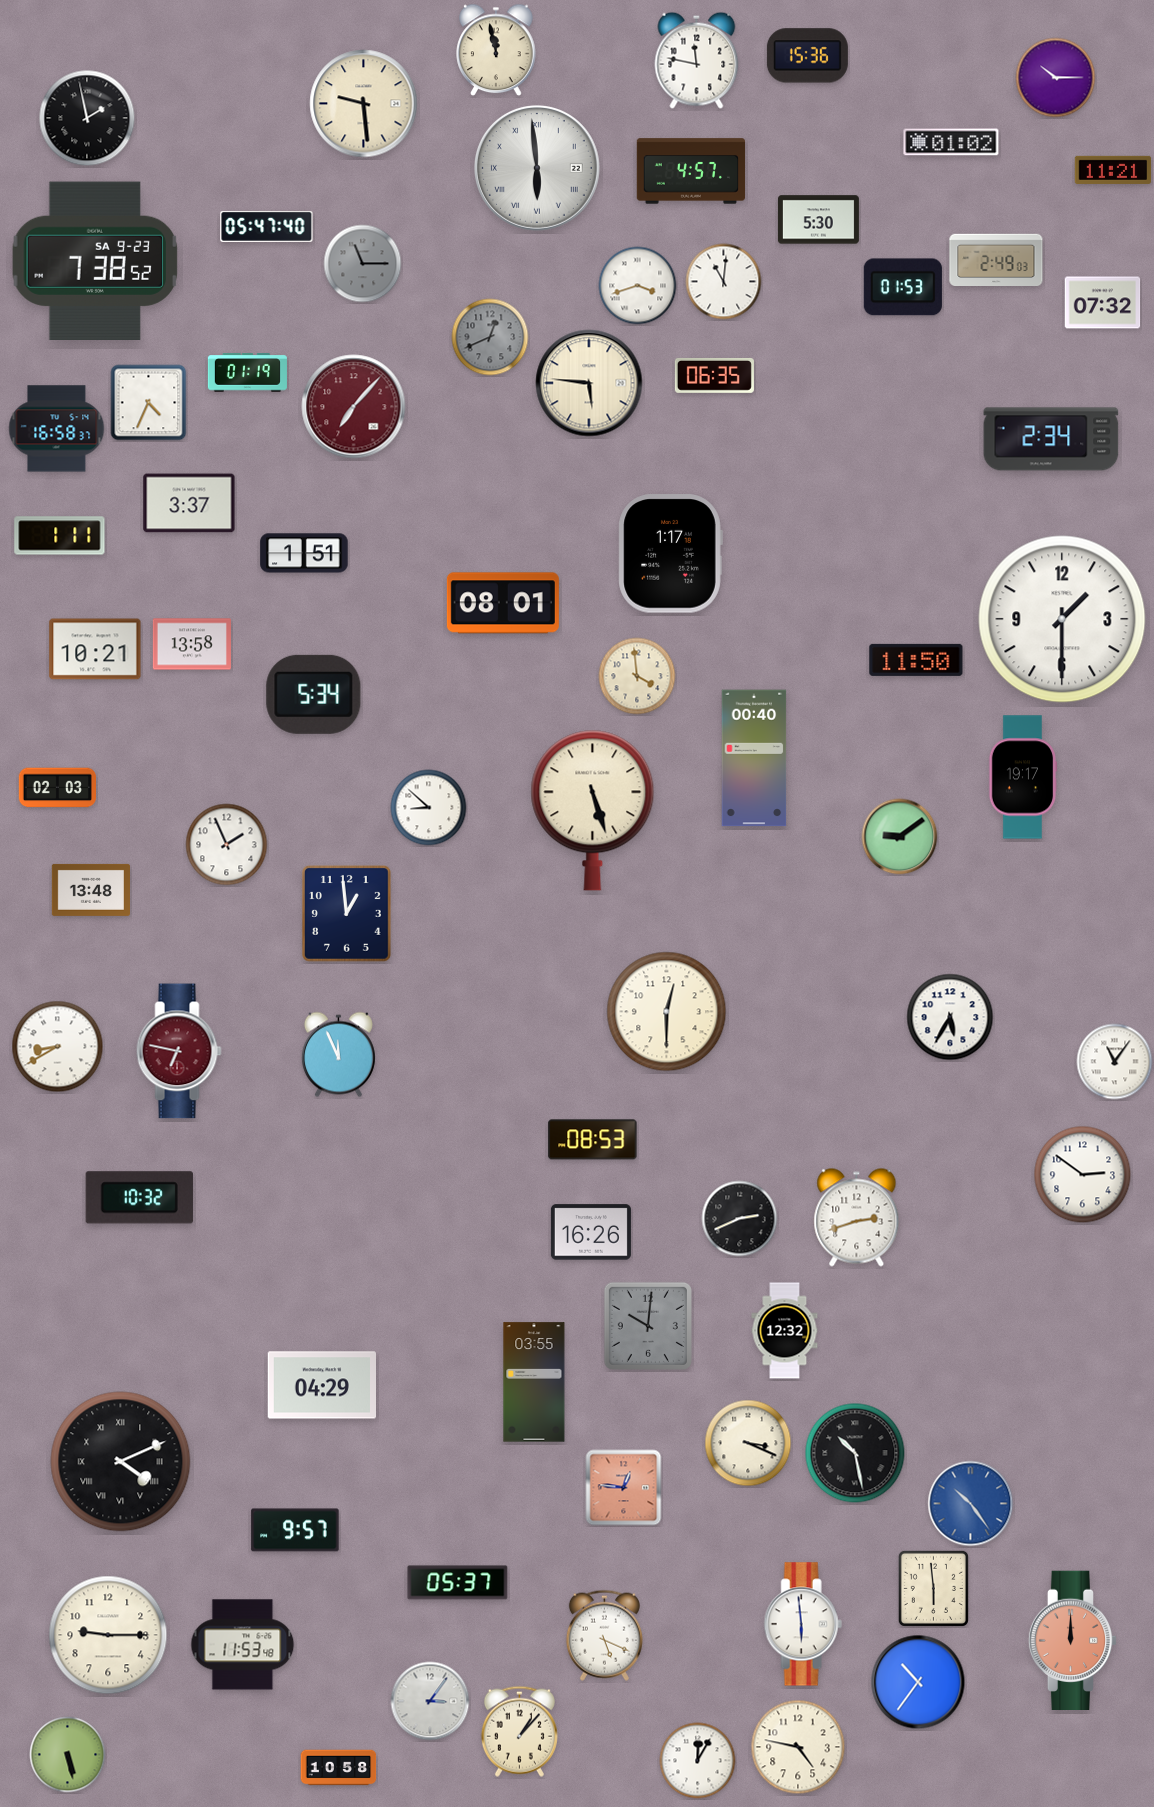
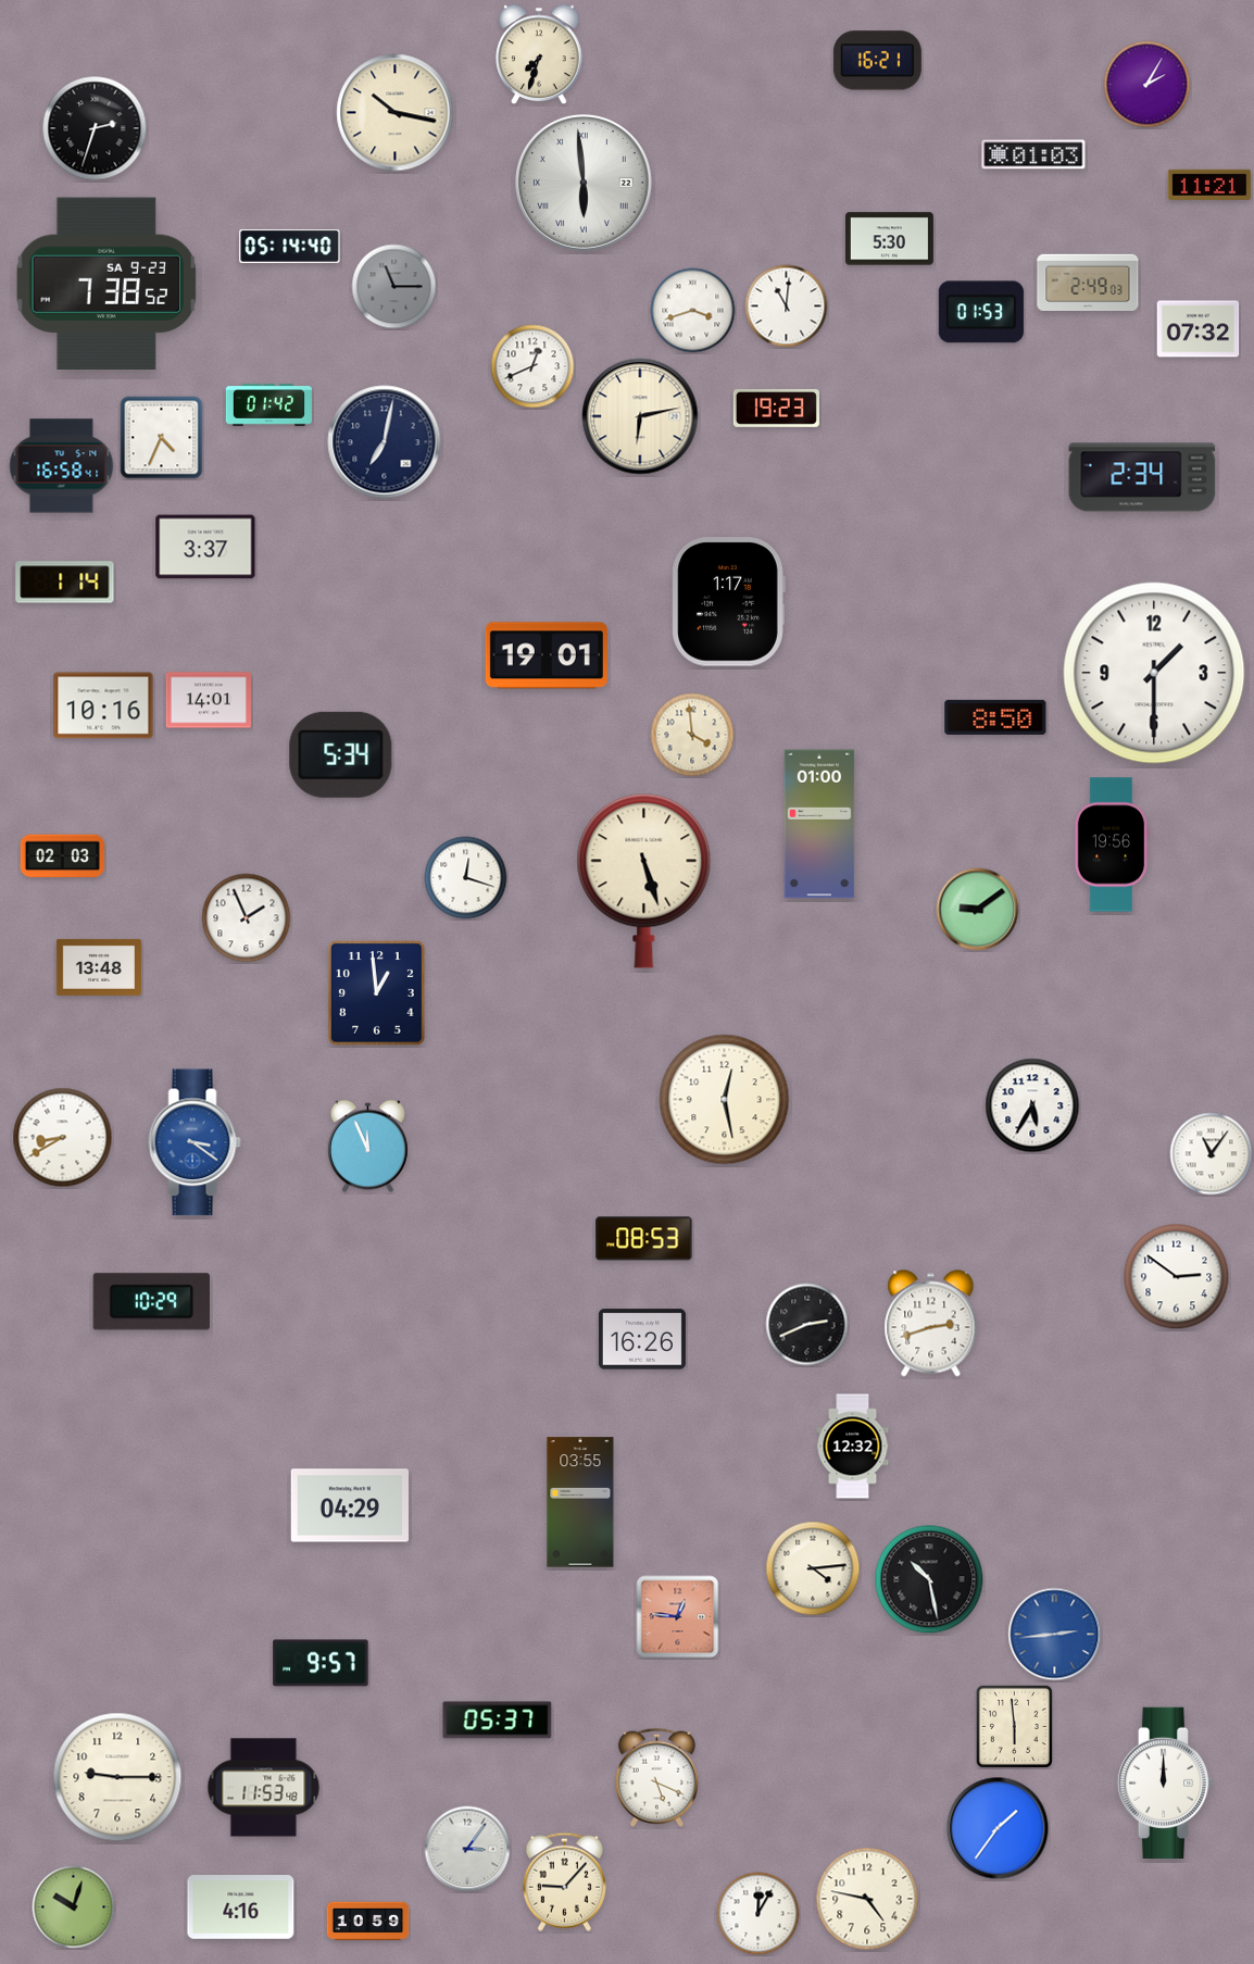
clock at (496, 50): 11:58 -> 7:33
clock at (807, 56): 15:36 -> 16:21
clock at (697, 60): 11:47 -> none
clock at (1056, 78): 10:15 -> 2:05
clock at (364, 104): 9:29 -> 10:17
clock at (87, 118): 1:58 -> 2:33
clock at (951, 142): 01:02 -> 01:03
clock at (691, 171): 4:57 -> none
clock at (267, 226): 05:47 -> 05:14
clock at (996, 259) position: (996, 259) -> (1088, 282)
clock at (95, 260) position: (95, 260) -> (106, 283)
clock at (490, 337) dial: grey -> white
clock at (247, 373): 01:19 -> 01:42
clock at (714, 375): 06:35 -> 19:23
clock at (589, 383): 5:46 -> 6:13
clock at (354, 407): 7:07 -> 7:02
clock at (354, 407) dial: burgundy -> navy
clock at (57, 429): 16:58:37 -> 16:58:41
clock at (60, 536): 1:11 -> 1:14
clock at (304, 553): 1:51 -> none
clock at (503, 603): 08:01 -> 19:01
clock at (192, 644): 13:58 -> 14:01
clock at (95, 649): 10:21 -> 10:16
clock at (916, 660): 11:50 -> 8:50
clock at (754, 758): 00:40 -> 01:00
clock at (1023, 777): 19:17 -> 19:56
clock at (429, 808): 8:52 -> 12:18
clock at (667, 1012): 12:30 -> 12:28
clock at (179, 1051): 6:47 -> 3:21
clock at (179, 1051) dial: burgundy -> blue
clock at (139, 1198): 10:32 -> 10:29
clock at (740, 1219) position: (740, 1219) -> (807, 1325)
clock at (648, 1326): 10:01 -> none
clock at (748, 1443): 3:19 -> 4:14
clock at (121, 1462): 4:11 -> none
clock at (971, 1504): 10:24 -> 2:44
clock at (803, 1624): 5:59 -> none
clock at (1073, 1640) dial: salmon -> white
clock at (918, 1682): 10:36 -> 1:36
clock at (519, 1731): 1:07 -> 9:07
clock at (68, 1755): 5:28 -> 10:03
clock at (241, 1907): none -> 4:16
clock at (339, 1768): 10:58 -> 10:59
